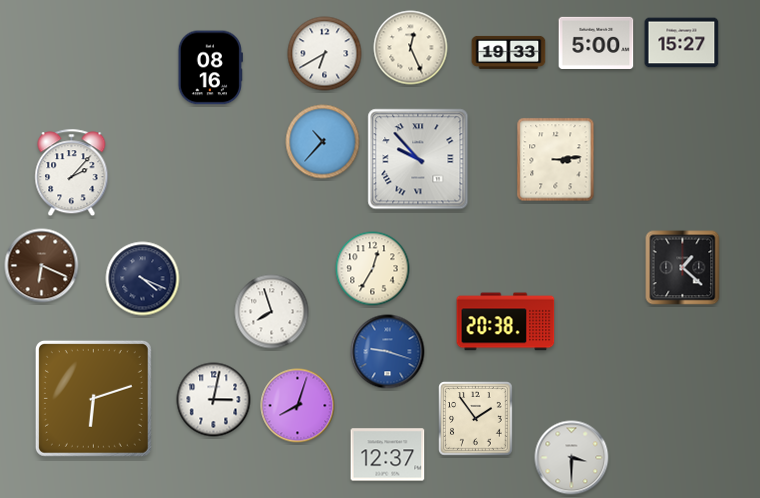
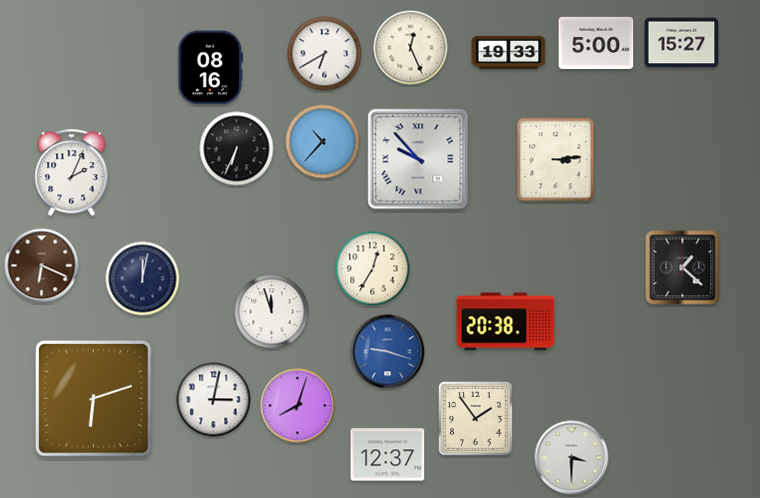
clock at (237, 149): none -> 6:34
clock at (72, 173): 2:07 -> 2:04
clock at (143, 279): 4:19 -> 12:02
clock at (272, 312): 7:57 -> 11:57
